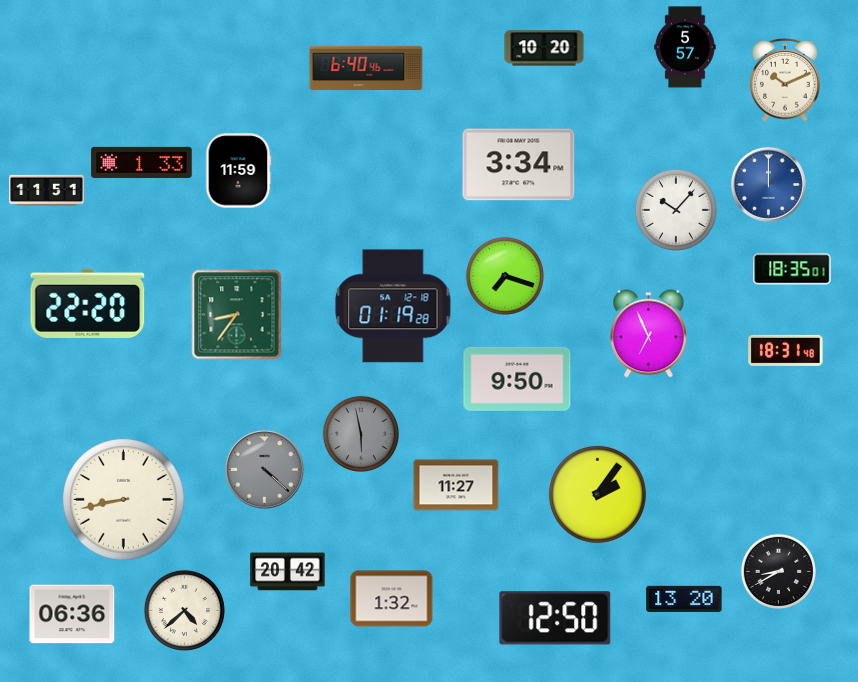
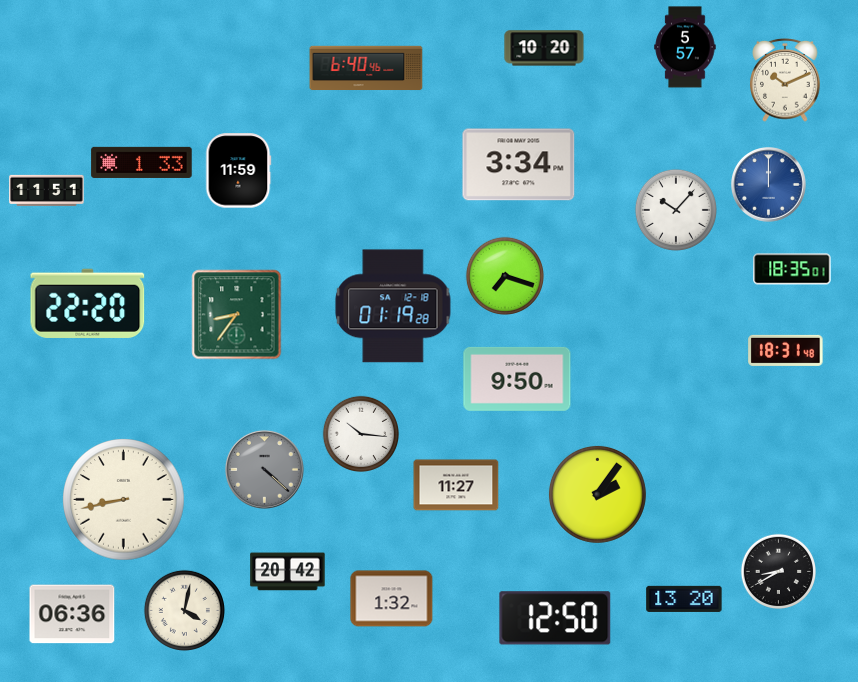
clock at (649, 334): 6:56 -> none
clock at (360, 433): 5:58 -> 10:16
clock at (360, 433) dial: grey -> white
clock at (184, 610): 4:38 -> 4:02
